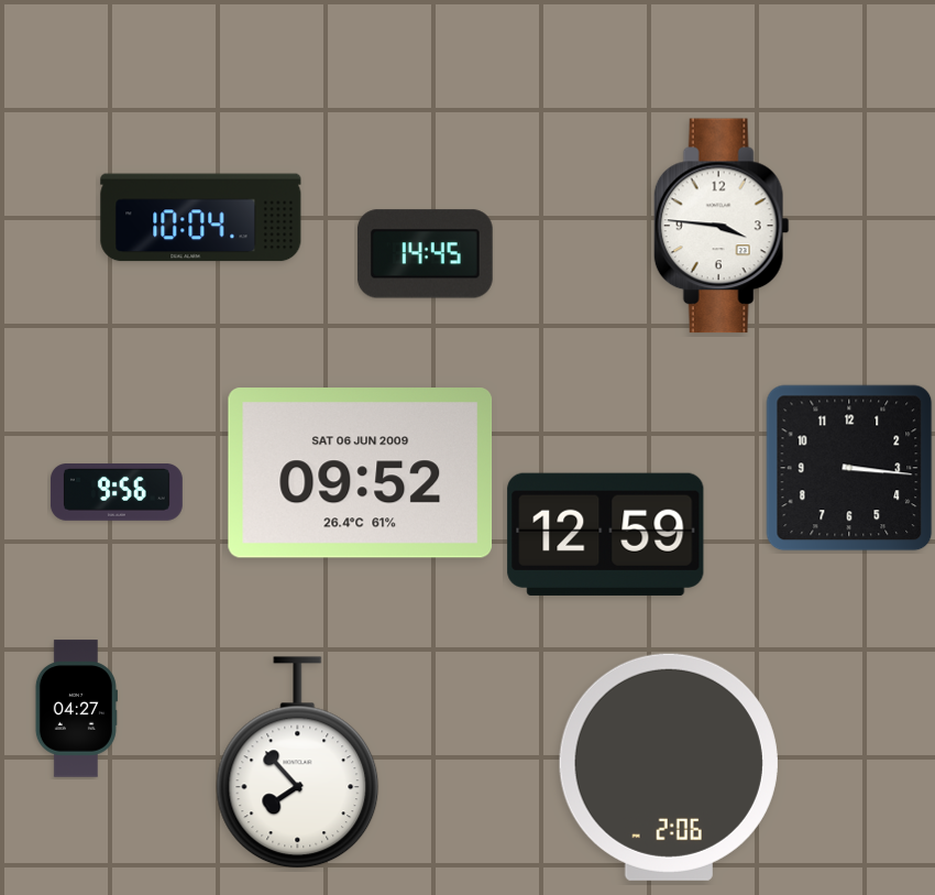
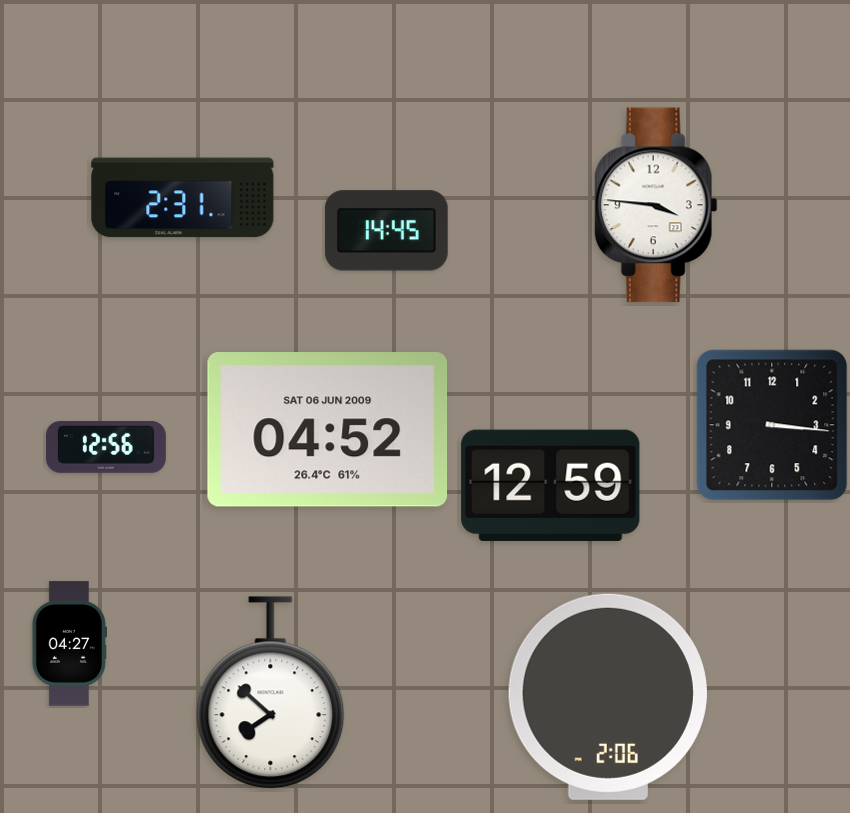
clock at (201, 218): 10:04 -> 2:31
clock at (361, 473): 09:52 -> 04:52
clock at (117, 493): 9:56 -> 12:56
clock at (298, 763): 7:53 -> 7:52
